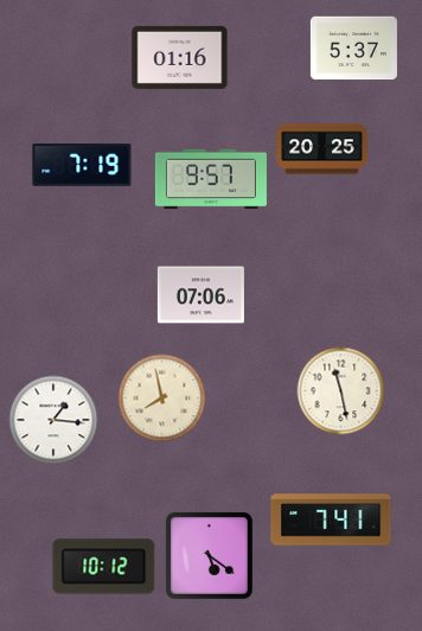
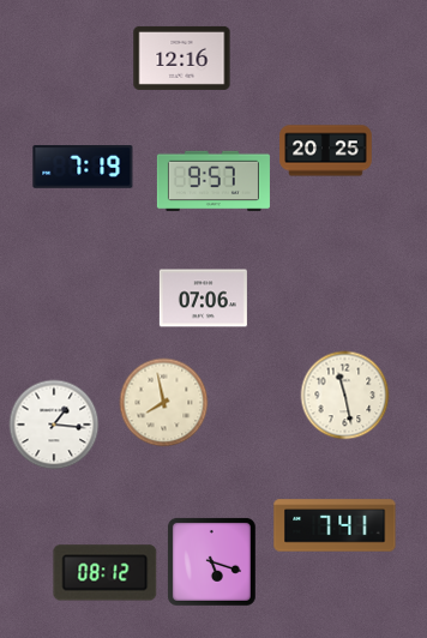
clock at (353, 49): 5:37 -> none
clock at (180, 57): 01:16 -> 12:16
clock at (209, 555): 5:21 -> 5:18
clock at (104, 567): 10:12 -> 08:12
